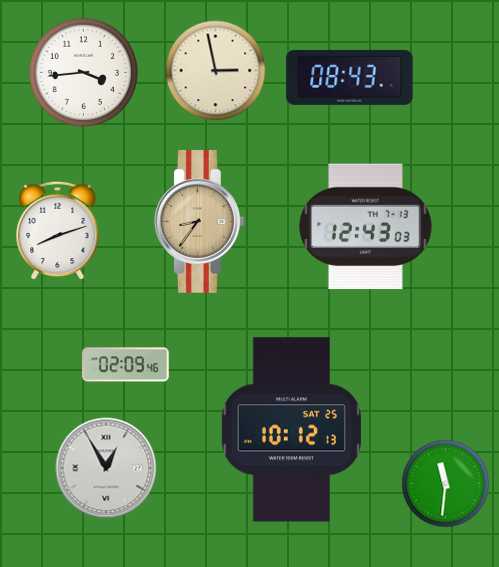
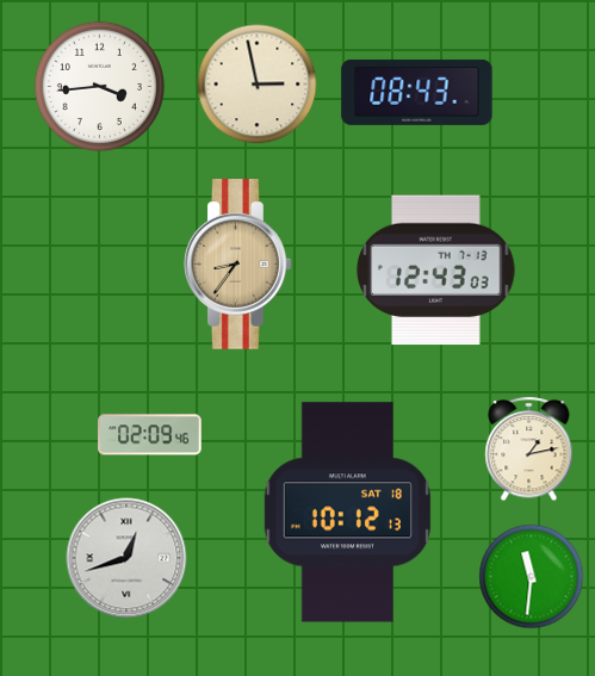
clock at (58, 231): 8:12 -> none
clock at (529, 449): none -> 1:13
clock at (291, 430) date: SAT 25 -> SAT 18
clock at (106, 468): 12:55 -> 12:42
